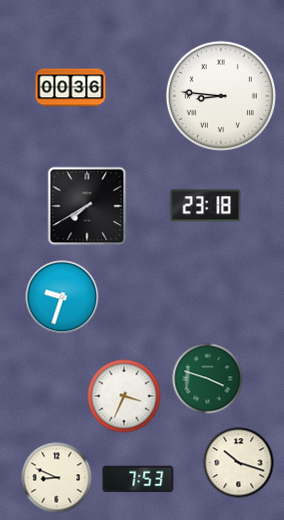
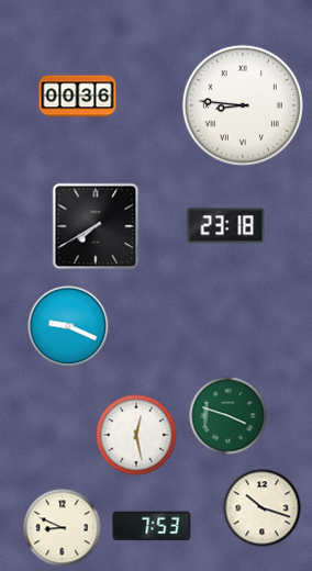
clock at (62, 297): 9:33 -> 9:19
clock at (124, 396): 3:34 -> 12:28
clock at (57, 478) position: (57, 478) -> (63, 528)
